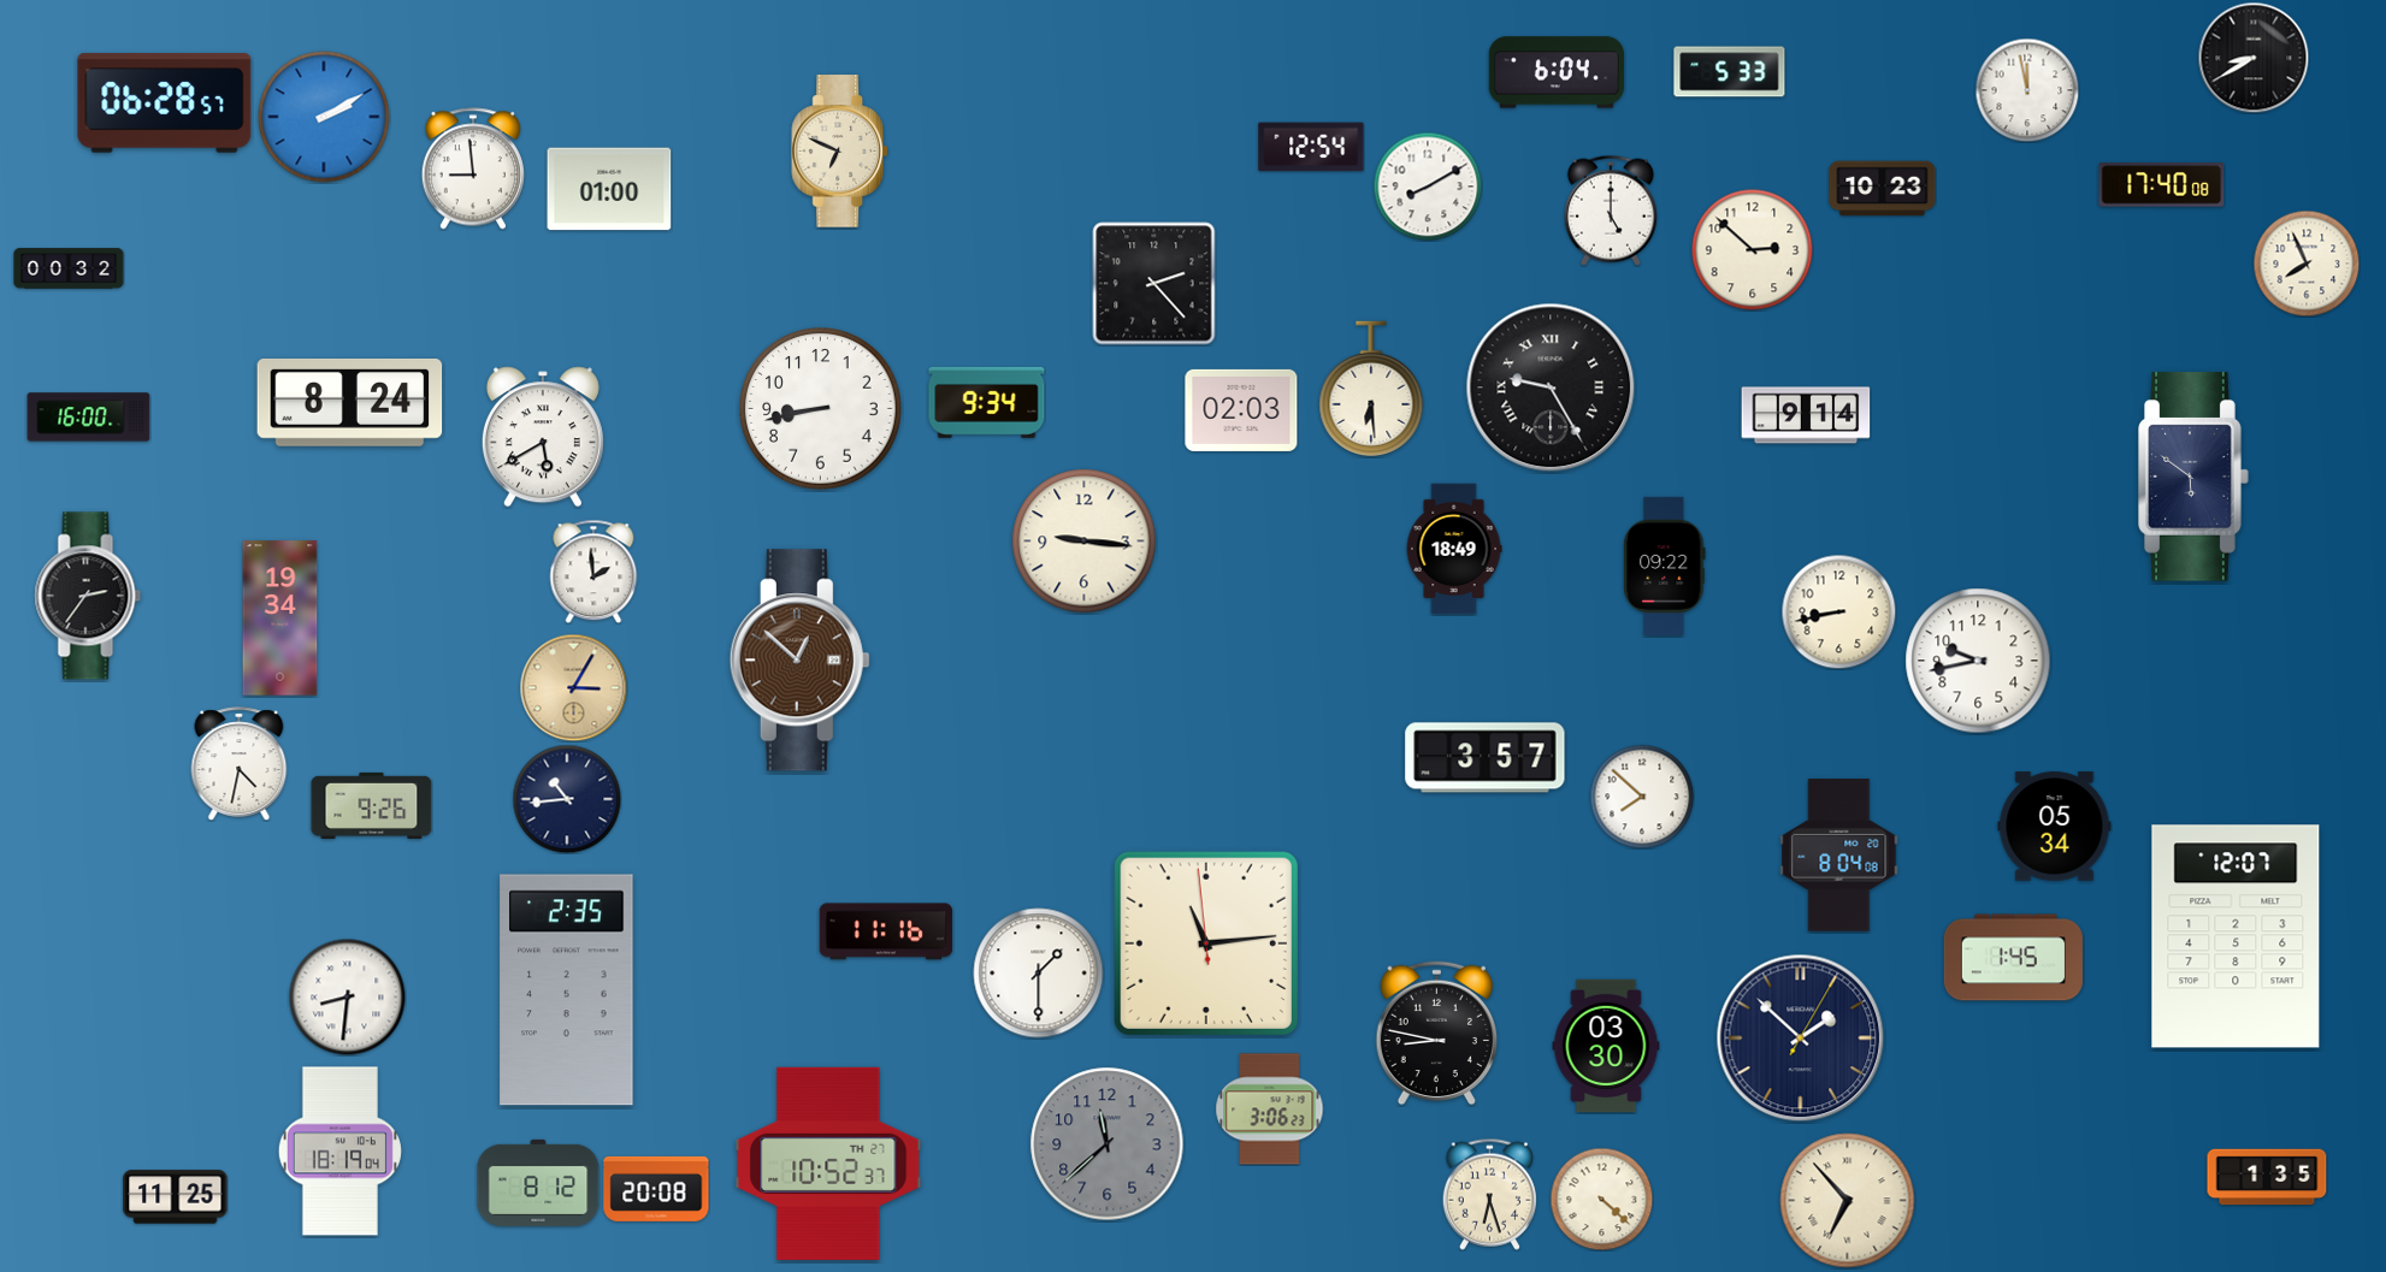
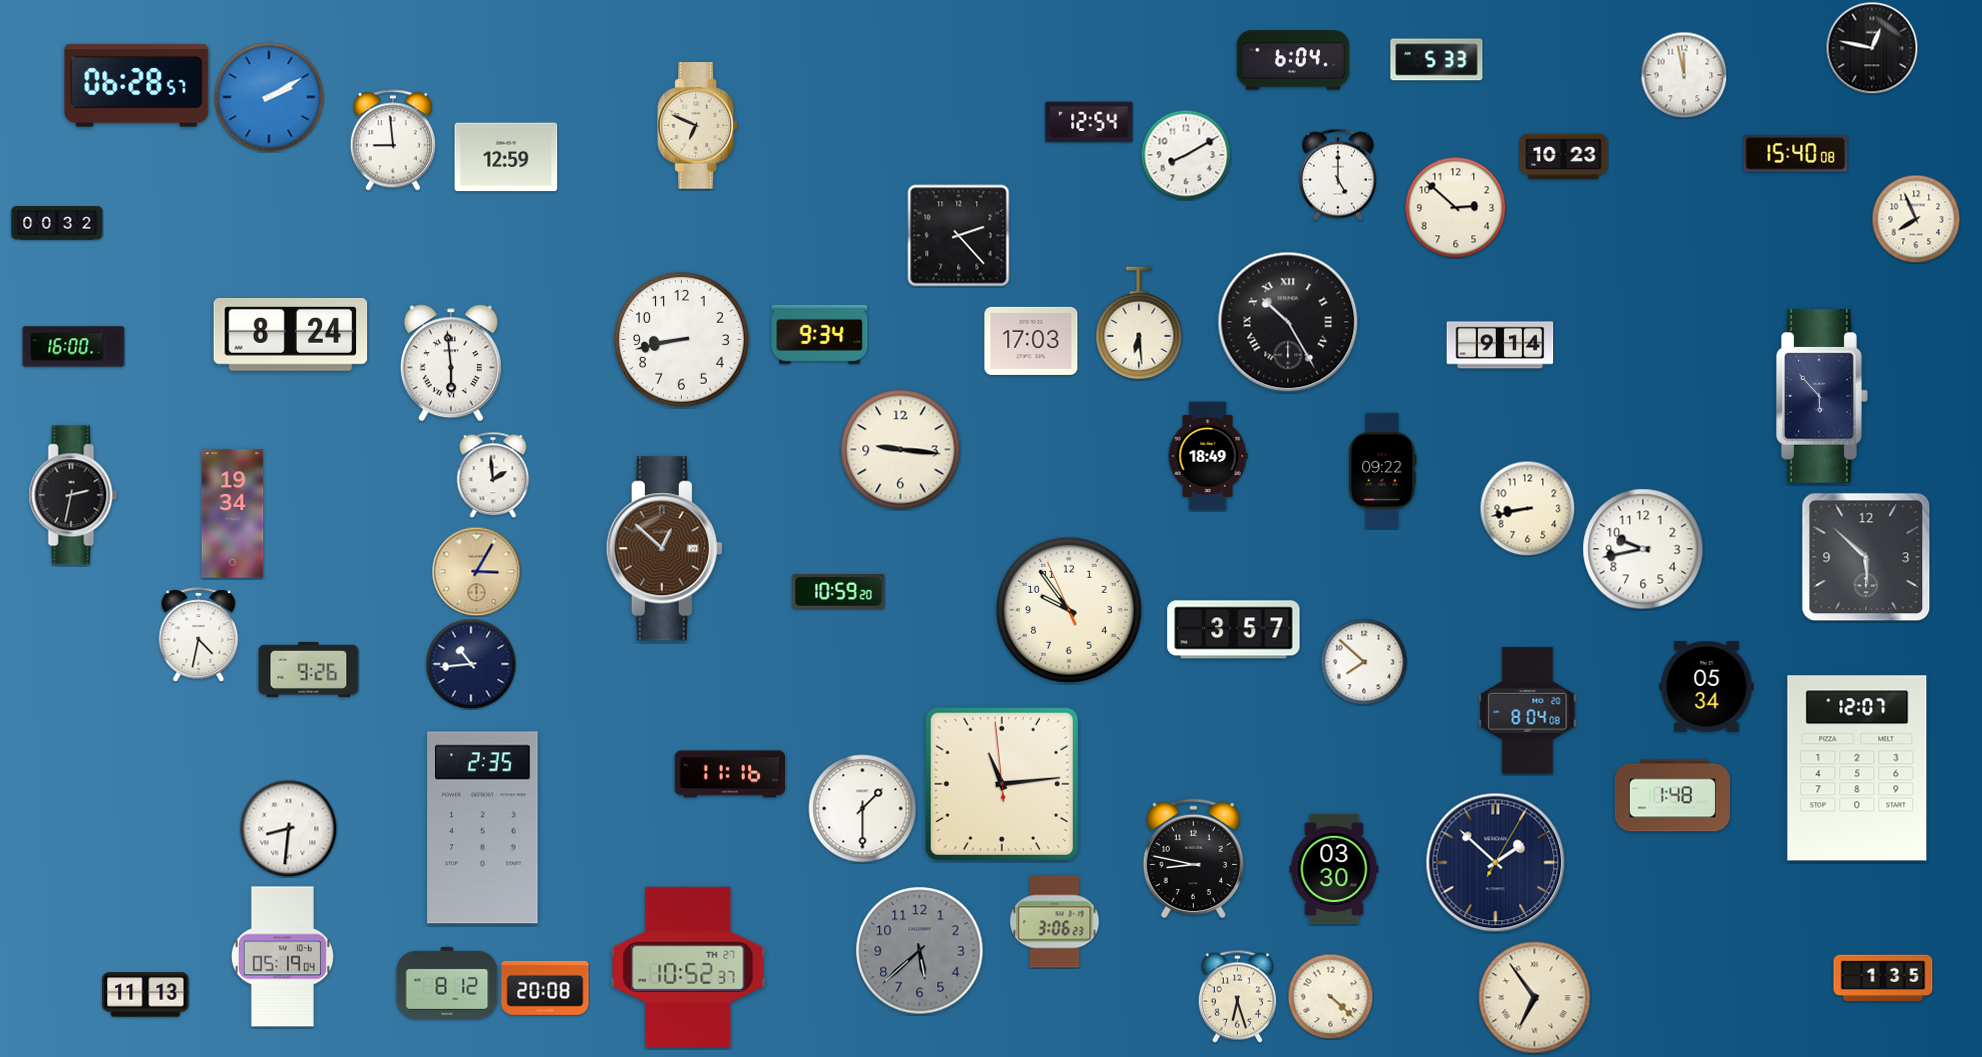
clock at (2254, 58): 8:40 -> 12:47
clock at (2162, 185): 17:40 -> 15:40
clock at (609, 189): 01:00 -> 12:59
clock at (1551, 387): 9:25 -> 10:25
clock at (1241, 410): 02:03 -> 17:03
clock at (543, 437): 5:40 -> 5:59
clock at (2193, 477): 5:51 -> 5:53
clock at (88, 596): 2:36 -> 2:32
clock at (1866, 557): none -> 5:52
clock at (839, 591): none -> 10:59
clock at (1069, 610): none -> 9:53
clock at (886, 931) position: (886, 931) -> (730, 774)
clock at (2236, 936) position: (2236, 936) -> (1857, 768)
clock at (2013, 958): 1:45 -> 1:48
clock at (567, 990) position: (567, 990) -> (483, 828)
clock at (1108, 1144): 11:38 -> 5:38
clock at (339, 1152): 18:19 -> 05:19
clock at (1489, 1194) position: (1489, 1194) -> (1237, 996)
clock at (176, 1197): 11:25 -> 11:13
clock at (1848, 1201): 6:53 -> 6:54
